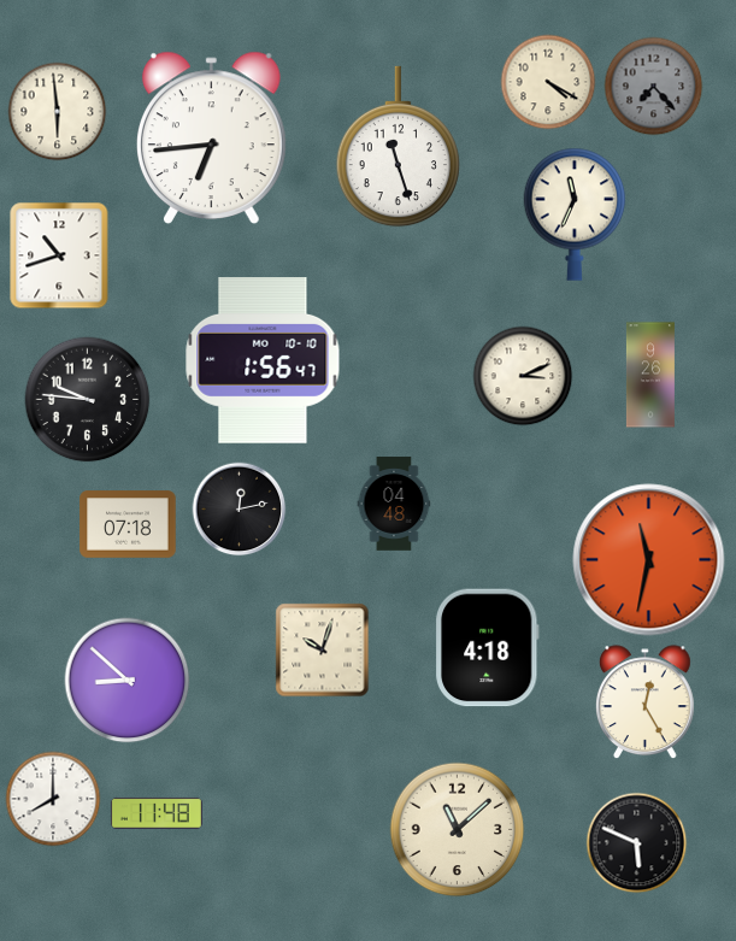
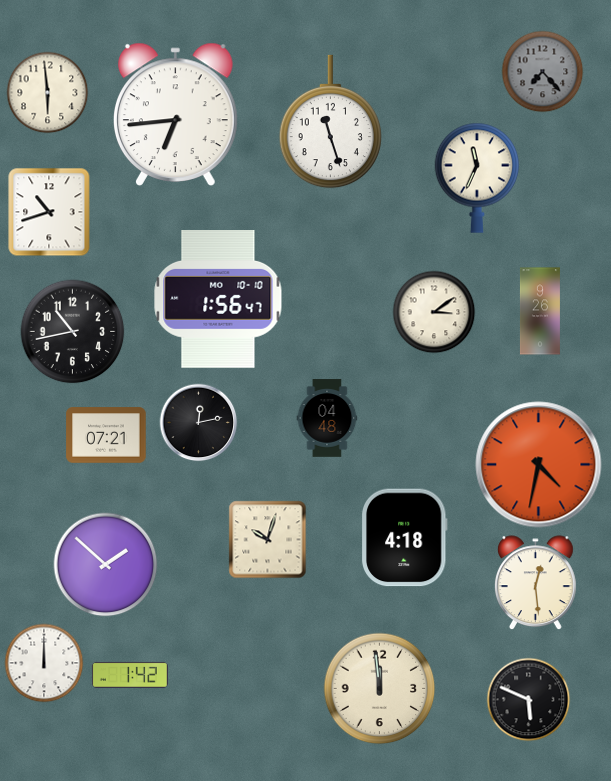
clock at (548, 82): 4:20 -> none
clock at (523, 376): 3:11 -> 3:09
clock at (88, 400): 9:46 -> 10:43
clock at (128, 524): 07:18 -> 07:21
clock at (649, 560): 11:32 -> 4:32
clock at (128, 681): 8:52 -> 1:52
clock at (644, 702): 12:25 -> 12:29
clock at (53, 799): 8:00 -> 12:00
clock at (157, 813): 11:48 -> 1:42
clock at (458, 830): 11:08 -> 11:59
